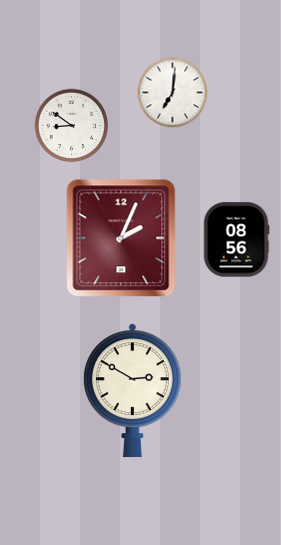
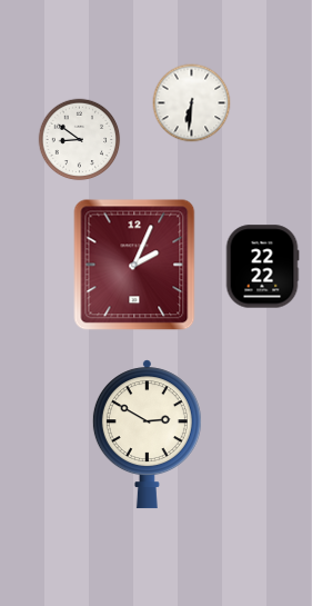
clock at (173, 93): 7:01 -> 6:31
clock at (236, 240): 08:56 -> 22:22
